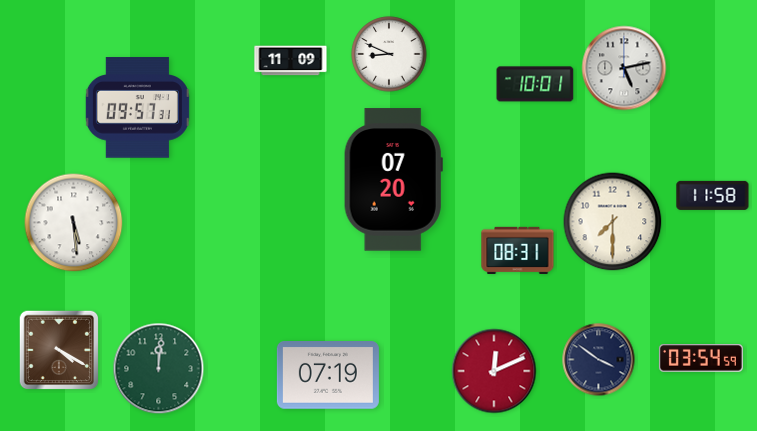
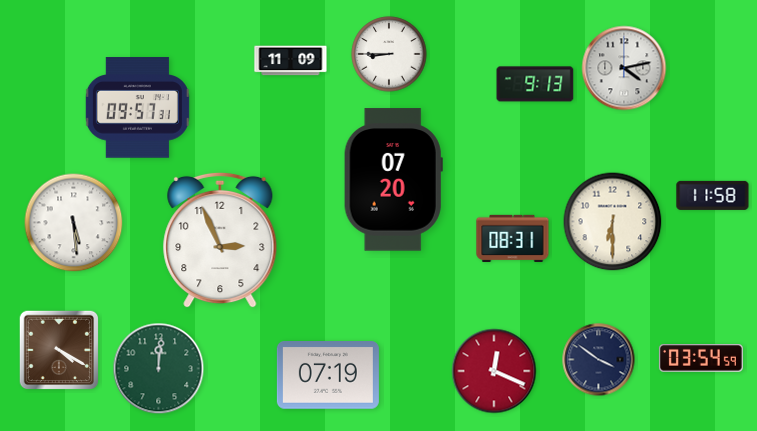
clock at (389, 54): 8:49 -> 8:45
clock at (624, 68): 5:13 -> 4:13
clock at (535, 84): 10:01 -> 9:13
clock at (613, 222): 7:30 -> 6:30
clock at (220, 240): none -> 2:56
clock at (518, 250) position: (518, 250) -> (513, 238)
clock at (494, 371): 12:11 -> 12:19
